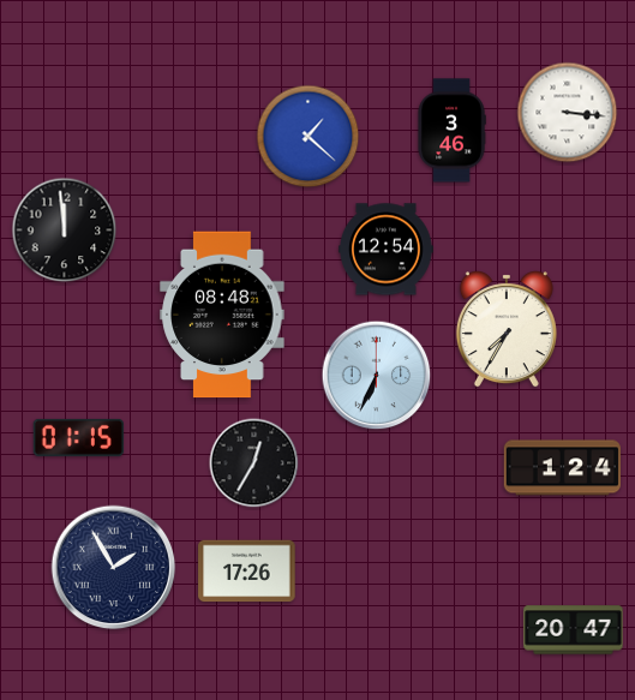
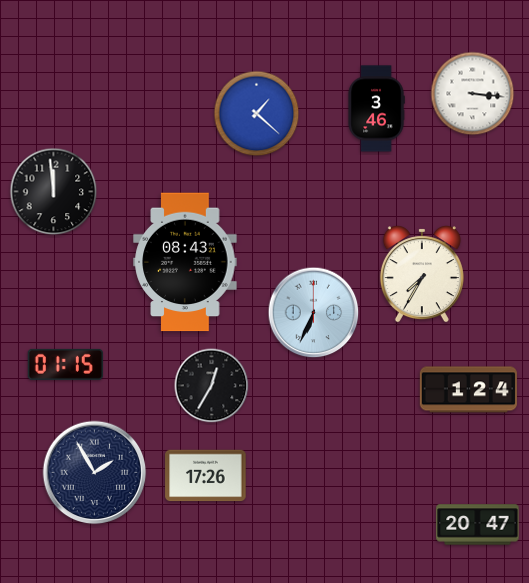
clock at (387, 250): 12:54 -> none
clock at (222, 315): 08:48 -> 08:43
